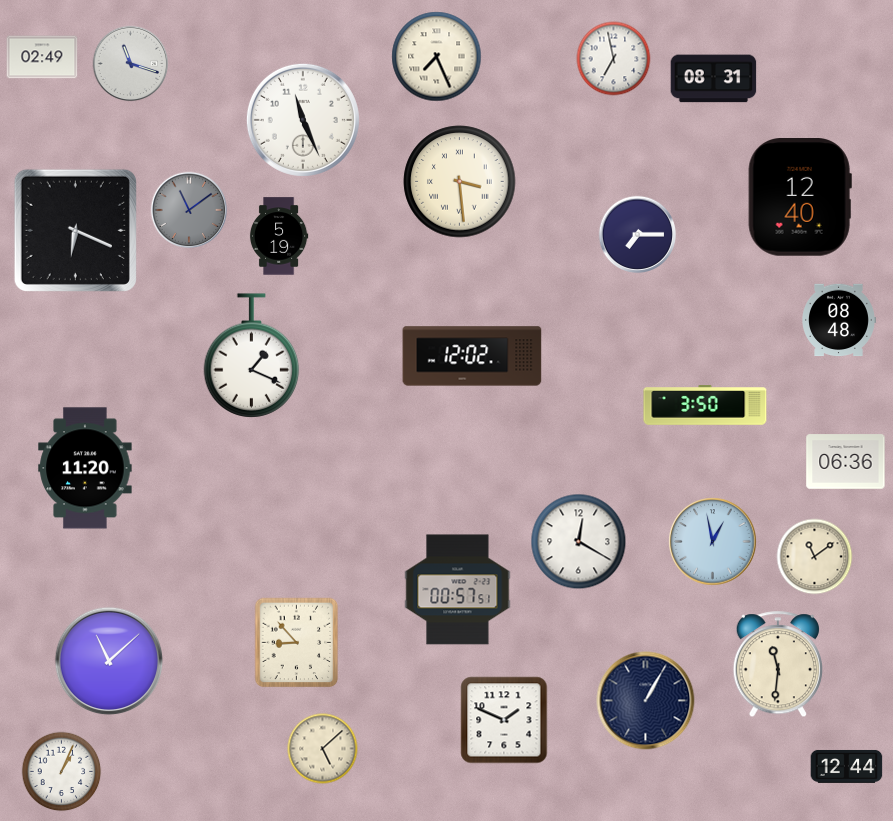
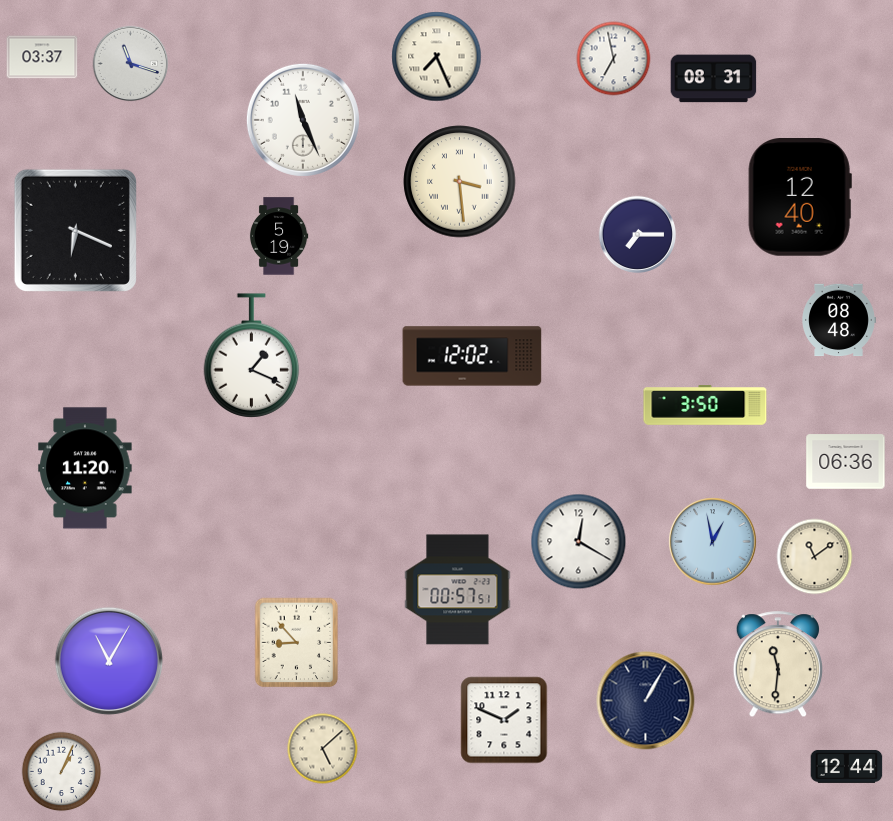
clock at (42, 57): 02:49 -> 03:37
clock at (189, 210): 11:09 -> none
clock at (109, 661): 11:08 -> 11:05
